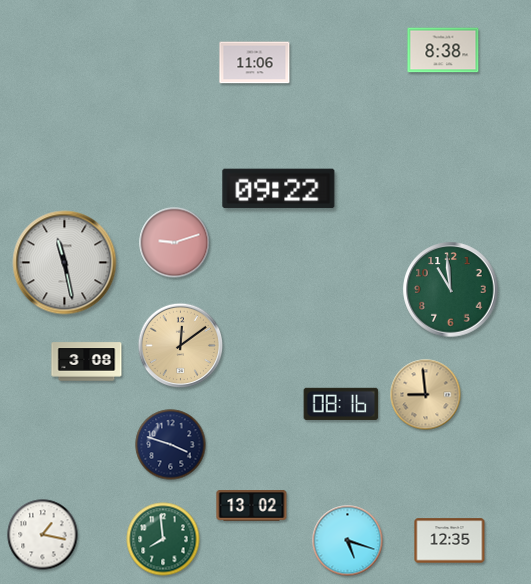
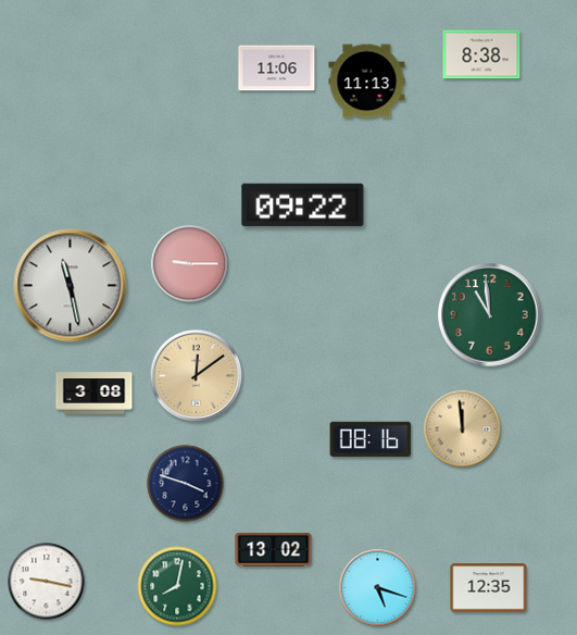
clock at (367, 82): none -> 11:13
clock at (175, 243): 9:12 -> 9:15
clock at (426, 395): 8:59 -> 11:59
clock at (43, 535): 1:17 -> 9:17
clock at (163, 539): 7:59 -> 8:02
